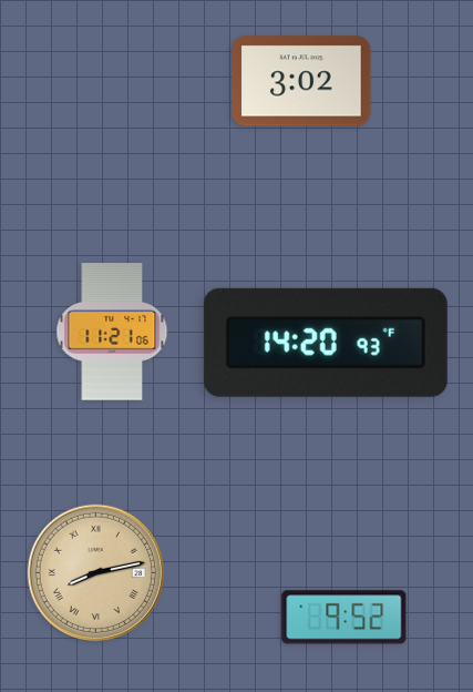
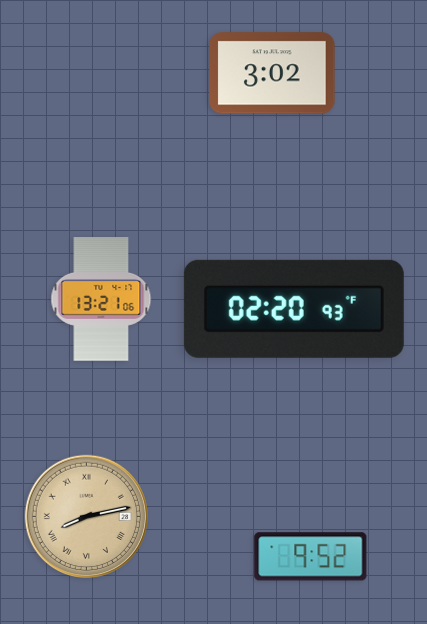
clock at (112, 333): 11:21 -> 13:21
clock at (326, 343): 14:20 -> 02:20
